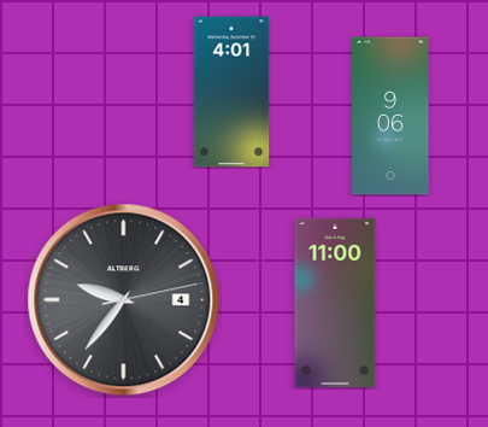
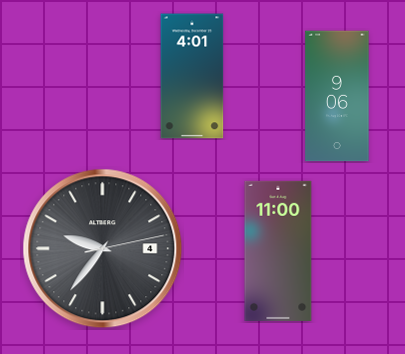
clock at (390, 116) position: (390, 116) -> (337, 96)
